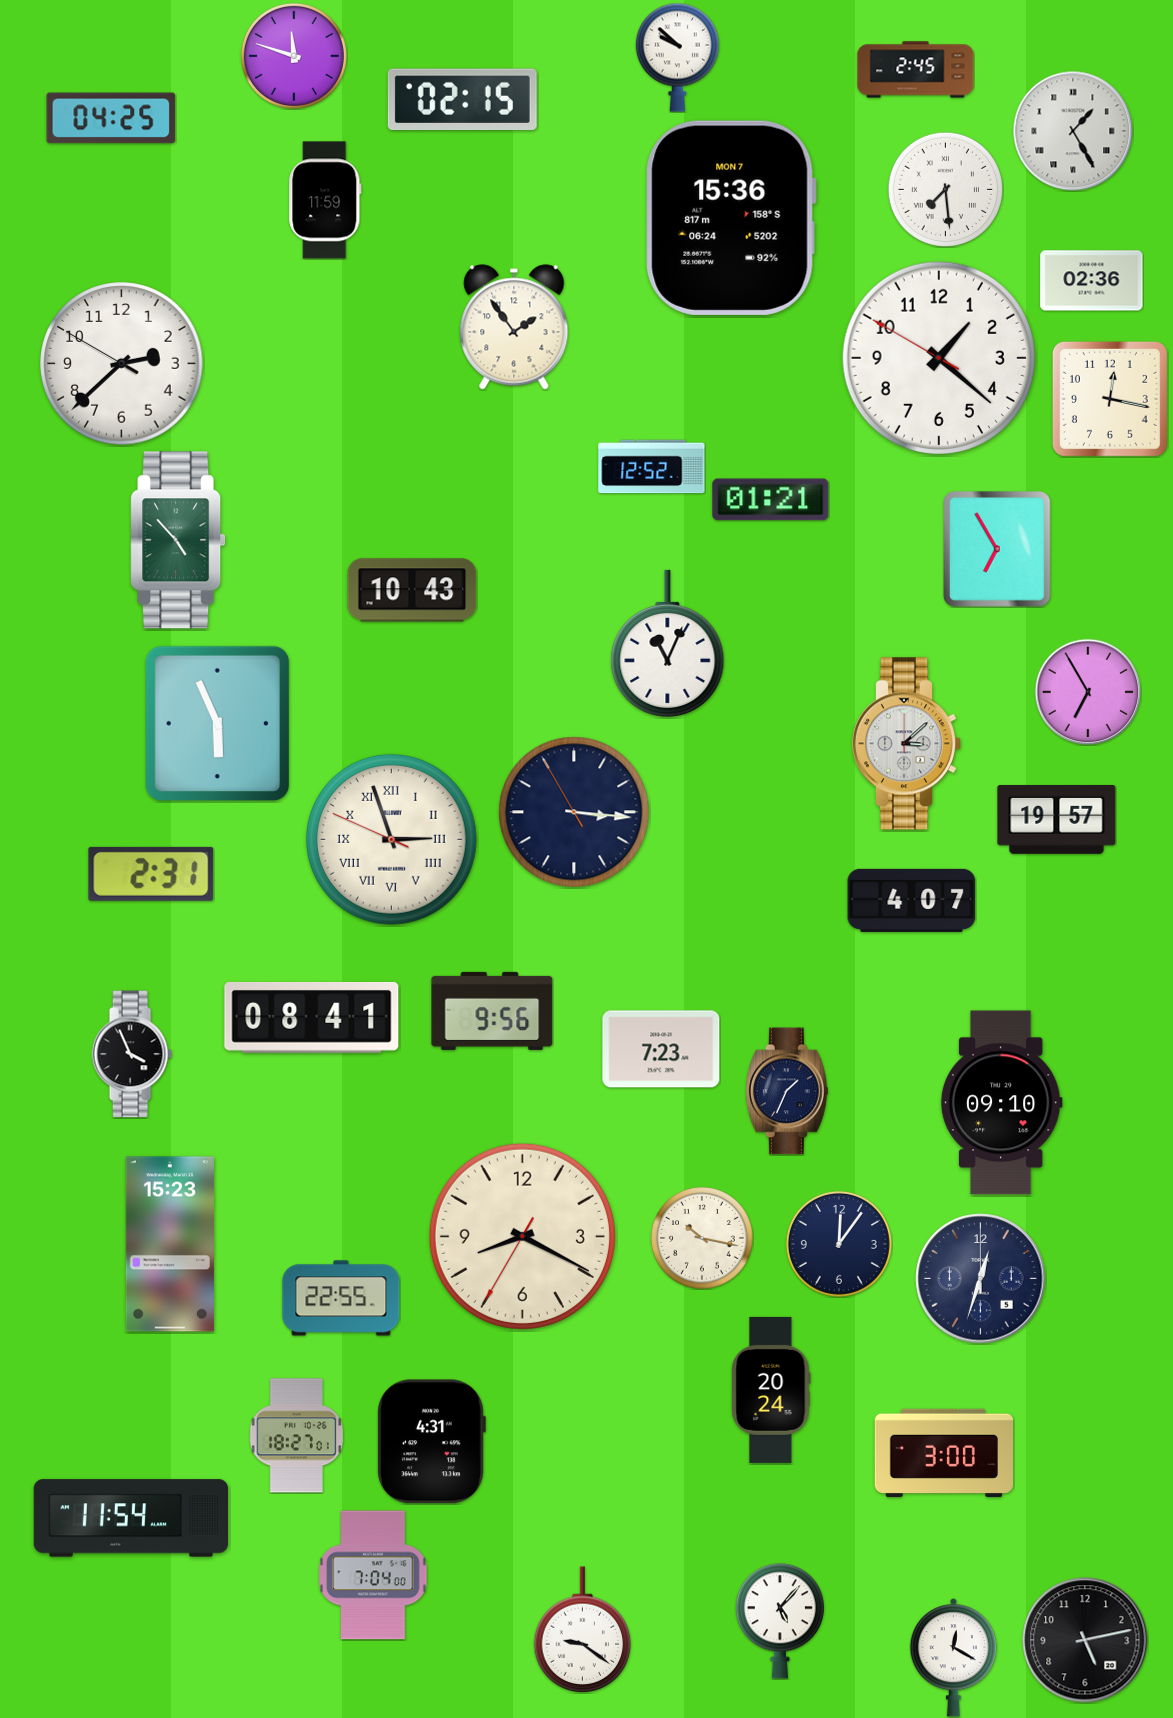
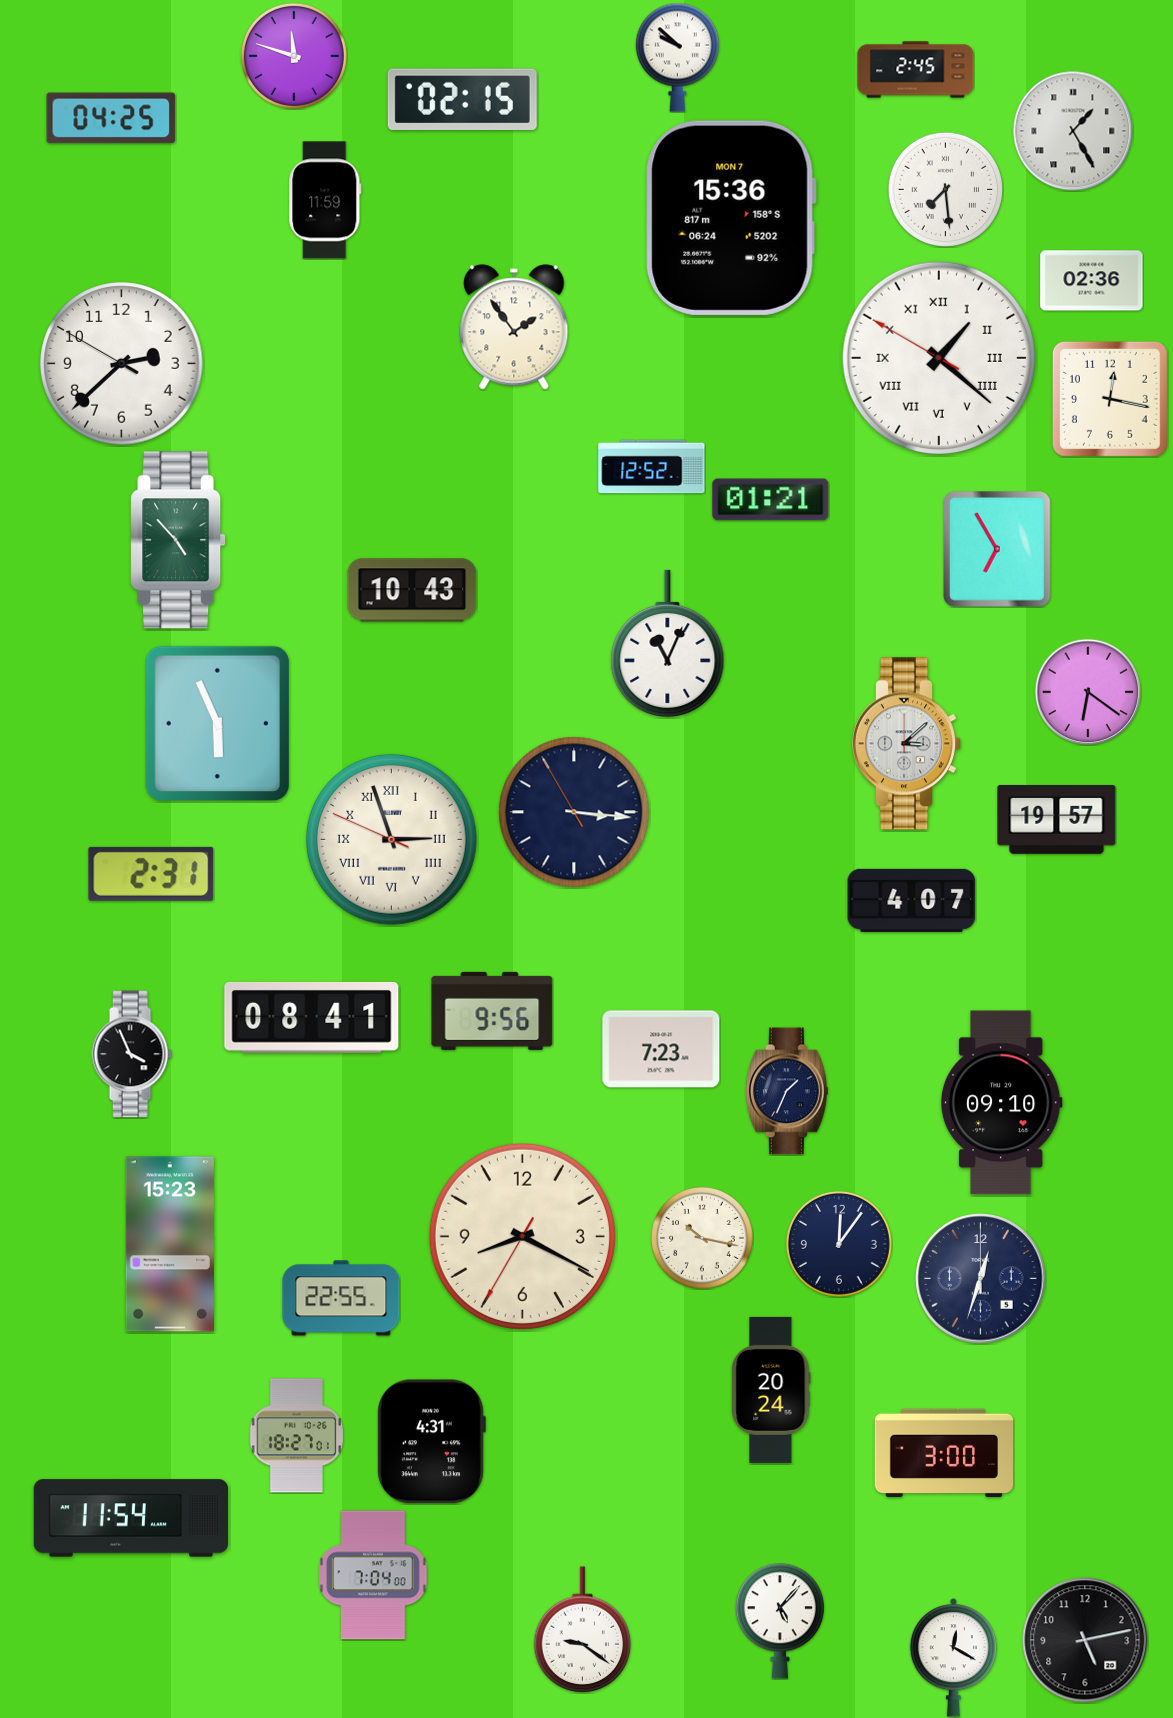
clock at (939, 358) numerals: Arabic -> Roman
clock at (1088, 692): 6:55 -> 6:21
